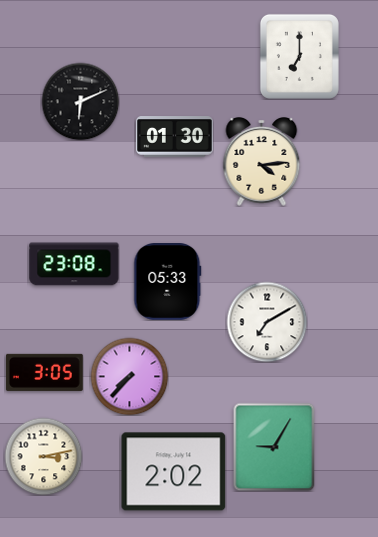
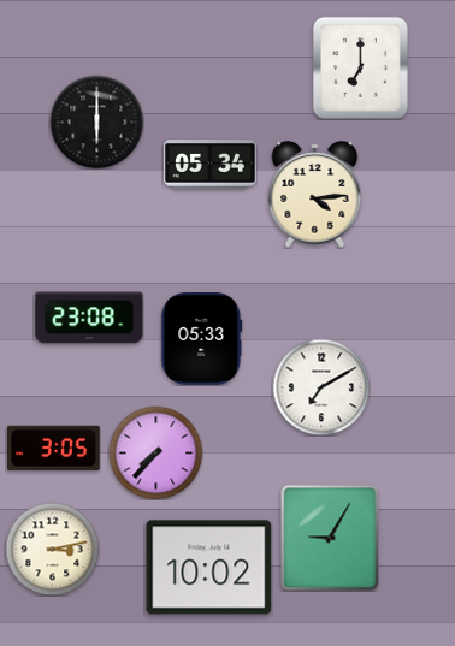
clock at (80, 101): 6:11 -> 6:00
clock at (175, 137): 01:30 -> 05:34
clock at (174, 472): 2:02 -> 10:02
